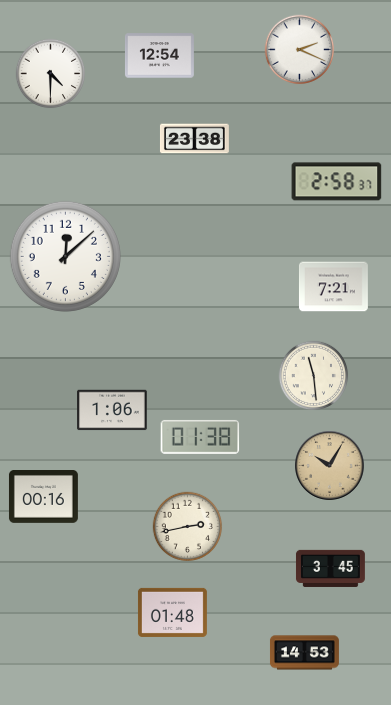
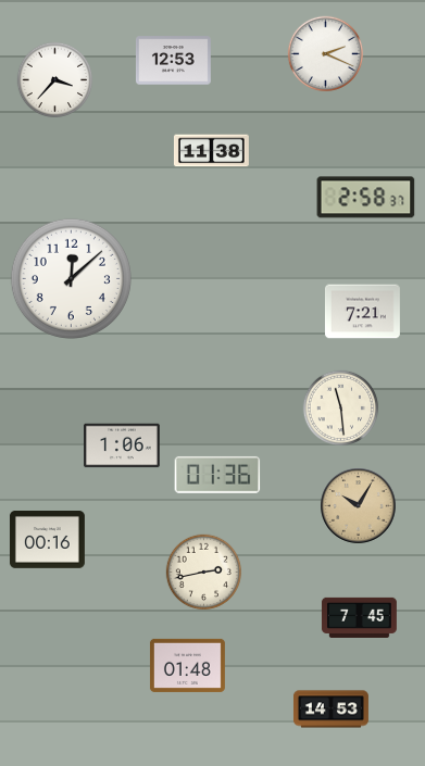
clock at (159, 56): 12:54 -> 12:53
clock at (51, 74): 4:30 -> 3:37
clock at (194, 139): 23:38 -> 11:38
clock at (200, 437): 01:38 -> 01:36
clock at (330, 568): 3:45 -> 7:45
